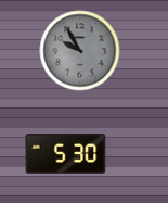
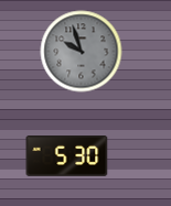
clock at (80, 51): 9:55 -> 9:57
